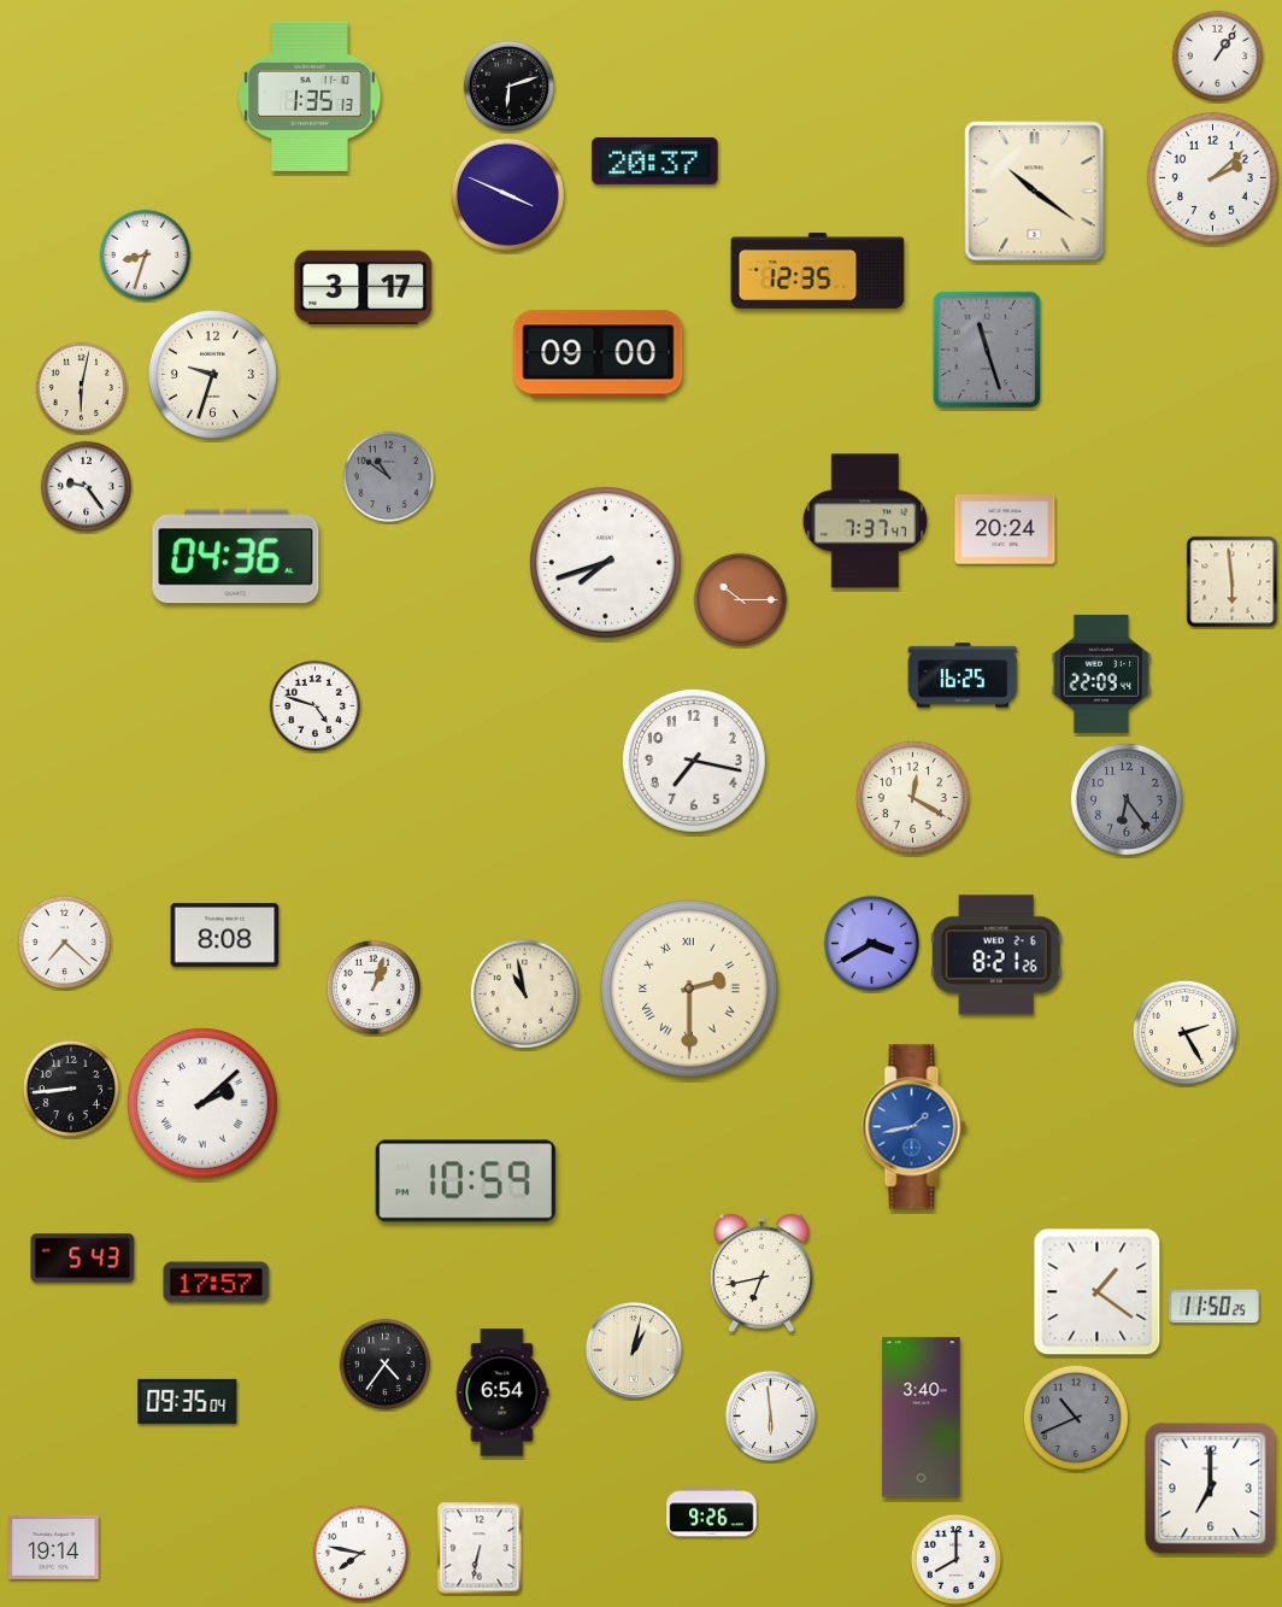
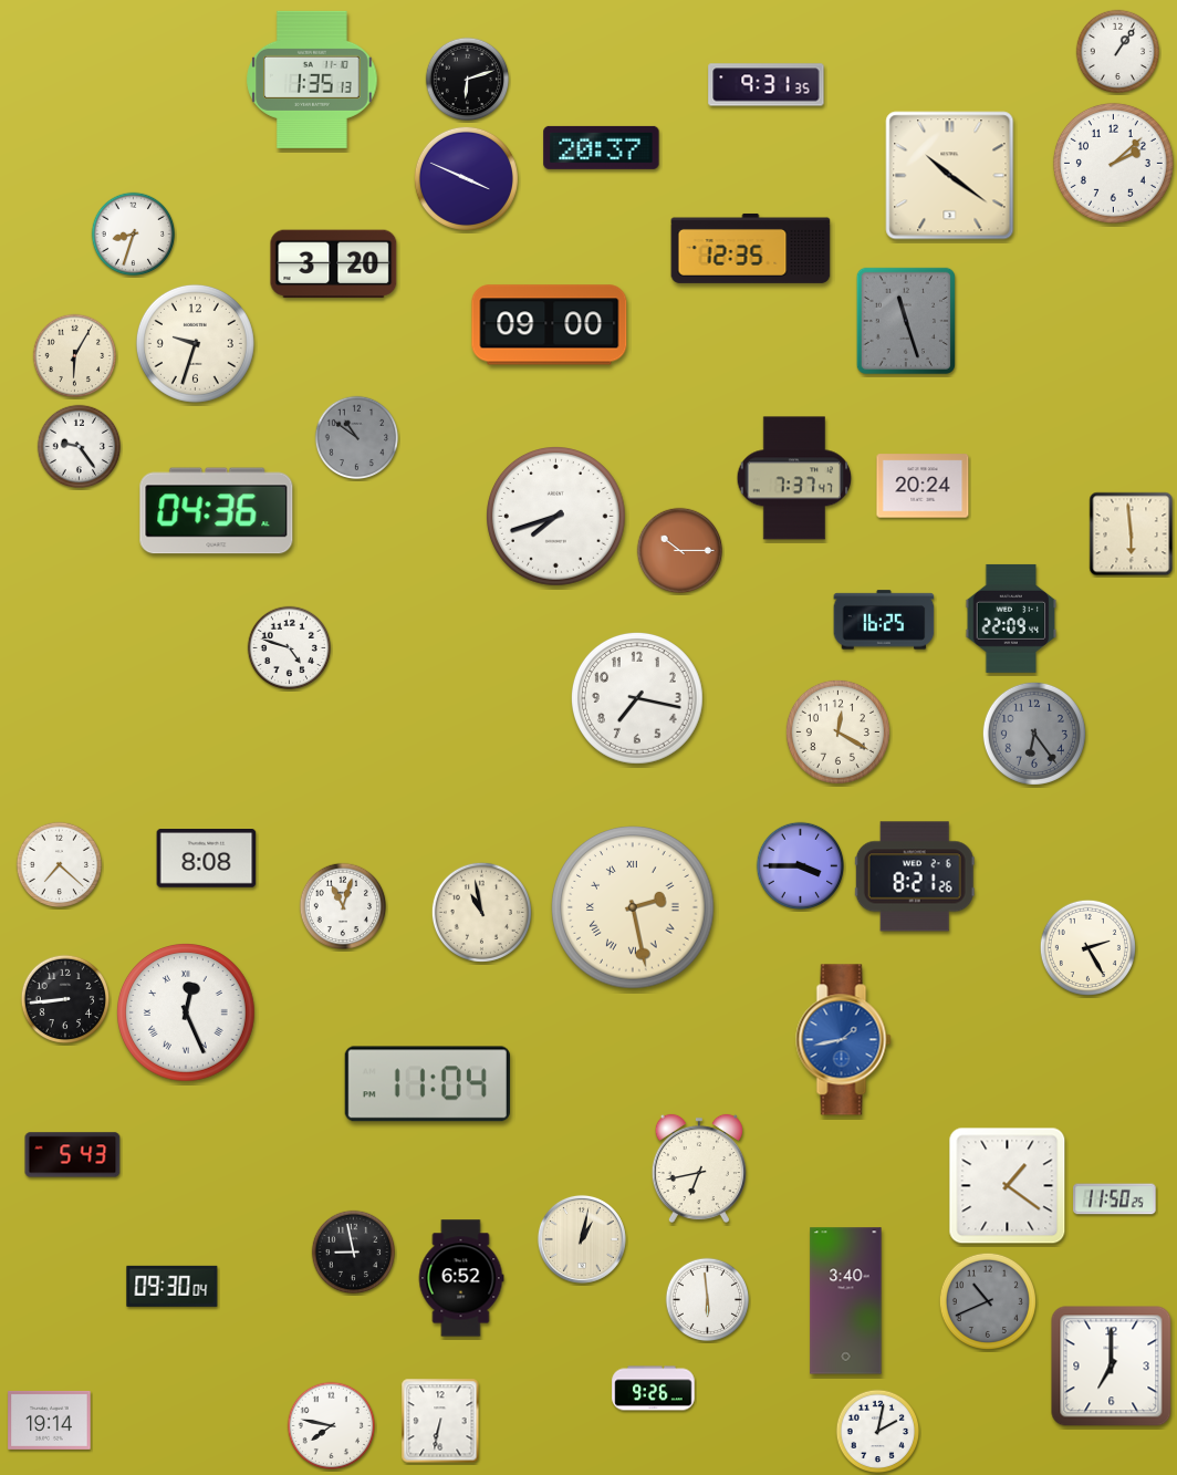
clock at (767, 85): none -> 9:31
clock at (310, 96) position: (310, 96) -> (312, 80)
clock at (364, 288): 3:17 -> 3:20
clock at (82, 388): 6:02 -> 6:05
clock at (872, 944): 3:40 -> 3:45
clock at (374, 987): 1:03 -> 11:03
clock at (689, 989): 2:30 -> 2:28
clock at (204, 1104): 2:08 -> 12:26
clock at (915, 1127) position: (915, 1127) -> (844, 1040)
clock at (465, 1181): 10:59 -> 11:04
clock at (83, 1259) position: (83, 1259) -> (73, 1155)
clock at (217, 1283): 17:57 -> none
clock at (386, 1365): 4:36 -> 8:58
clock at (502, 1392): 6:54 -> 6:52
clock at (188, 1401): 09:35 -> 09:30
clock at (957, 1560): 8:00 -> 2:02
